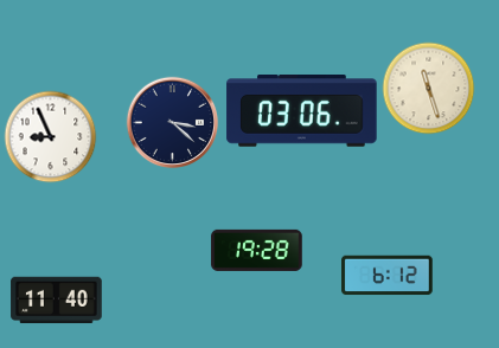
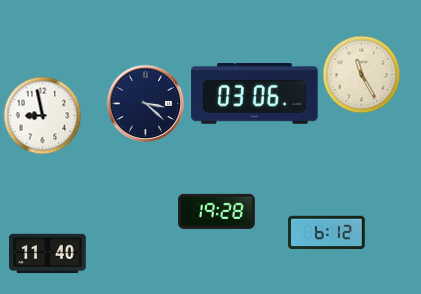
clock at (428, 88): 11:27 -> 11:25
clock at (50, 136): 8:56 -> 8:58
